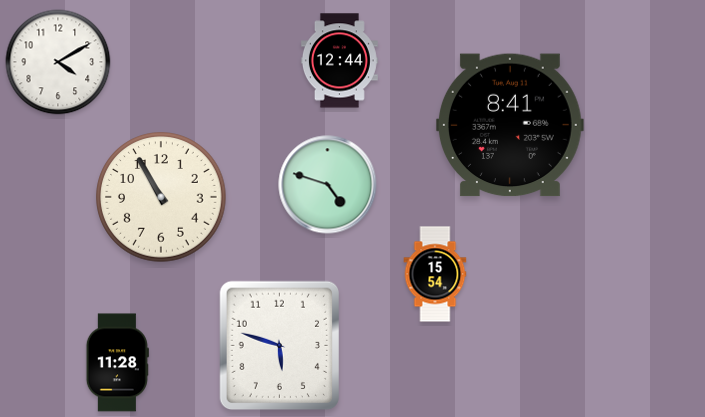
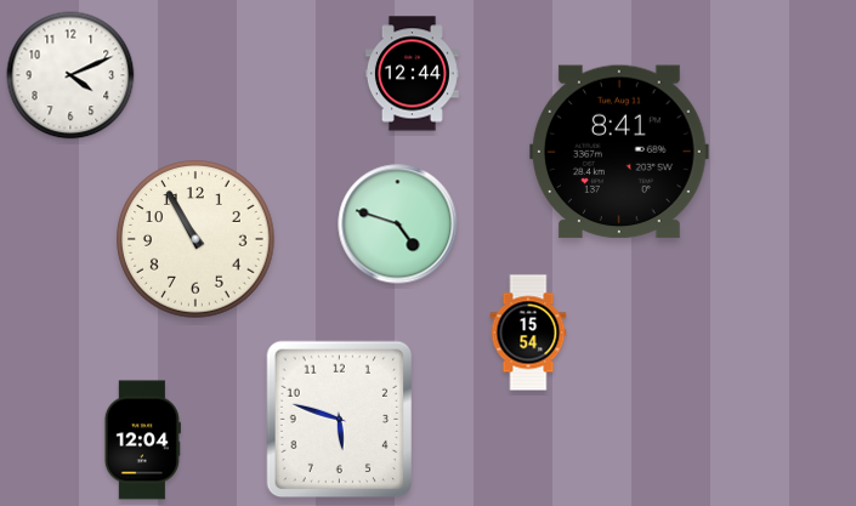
clock at (58, 62): 4:10 -> 4:11
clock at (117, 363): 11:28 -> 12:04
